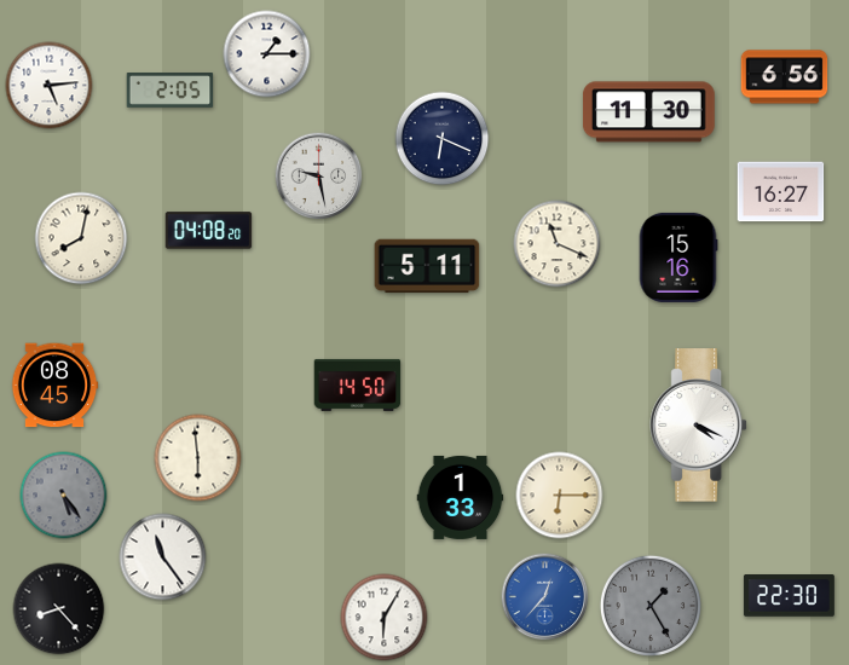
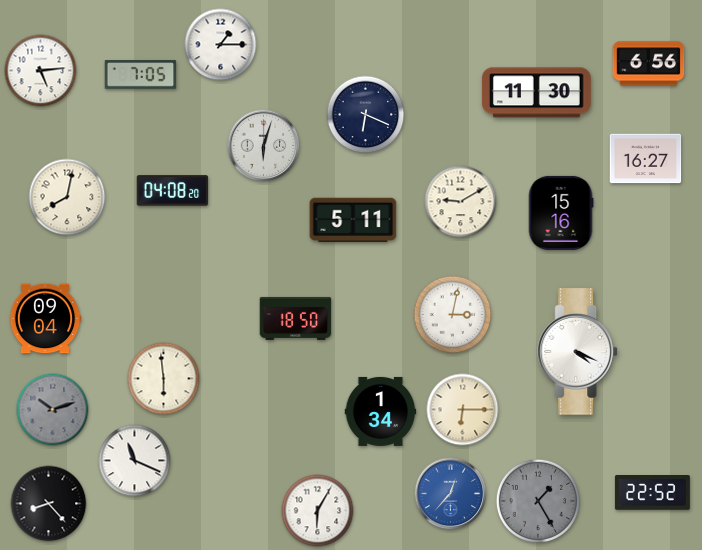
clock at (171, 91): 2:05 -> 7:05
clock at (319, 177): 9:28 -> 6:03
clock at (558, 244): 11:19 -> 9:10
clock at (453, 315): none -> 3:02
clock at (358, 384): 14:50 -> 18:50
clock at (54, 386): 08:45 -> 09:04
clock at (64, 496): 5:24 -> 10:12
clock at (461, 497): 1:33 -> 1:34
clock at (163, 557): 11:24 -> 11:19
clock at (789, 596): 22:30 -> 22:52
